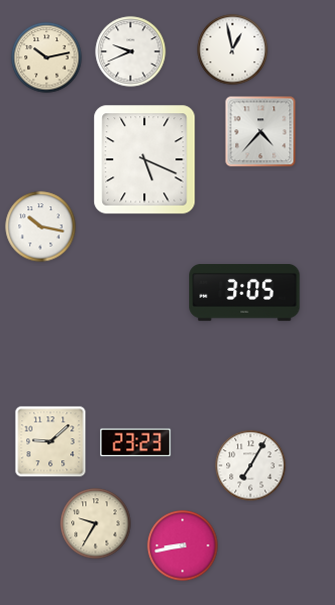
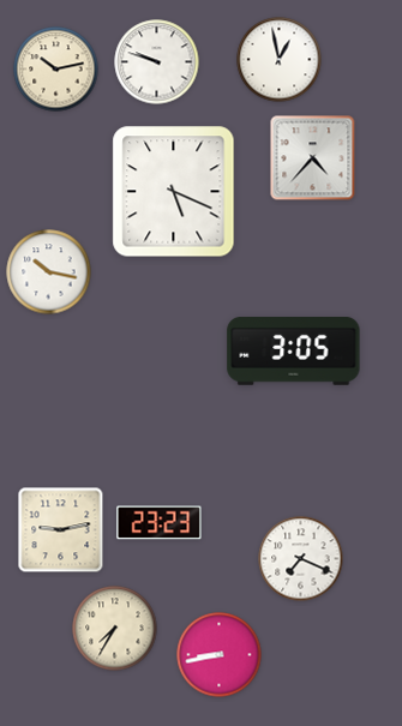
clock at (131, 52): 9:41 -> 9:48
clock at (51, 442): 9:08 -> 9:13
clock at (136, 443) position: (136, 443) -> (160, 523)
clock at (251, 466): 7:05 -> 7:19
clock at (96, 524): 9:35 -> 7:35
